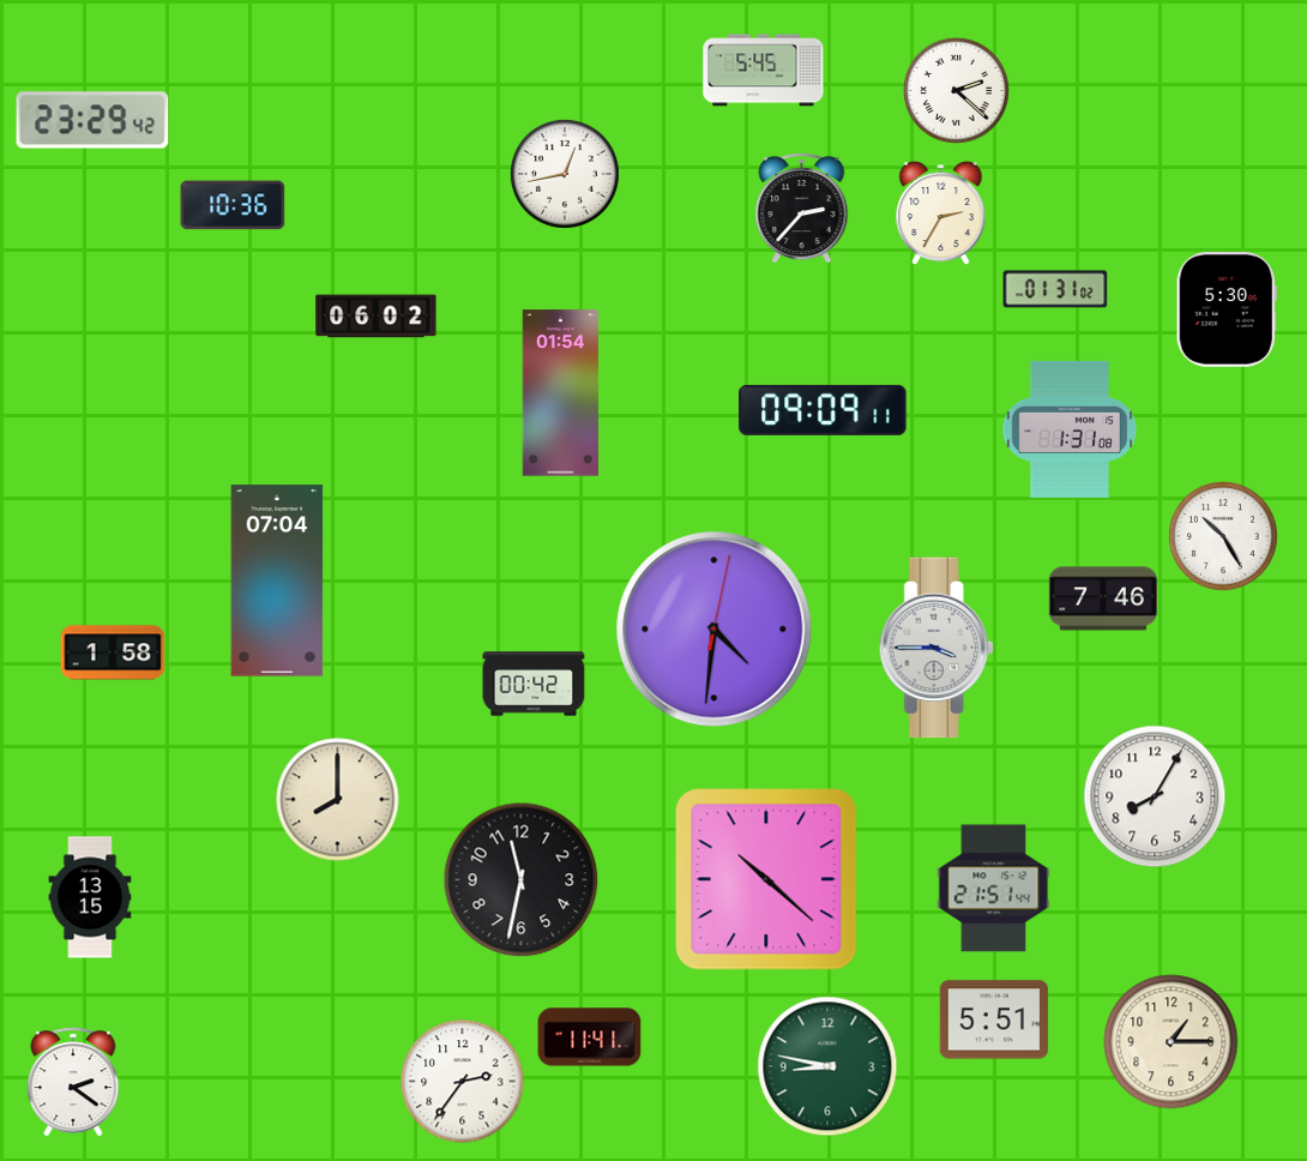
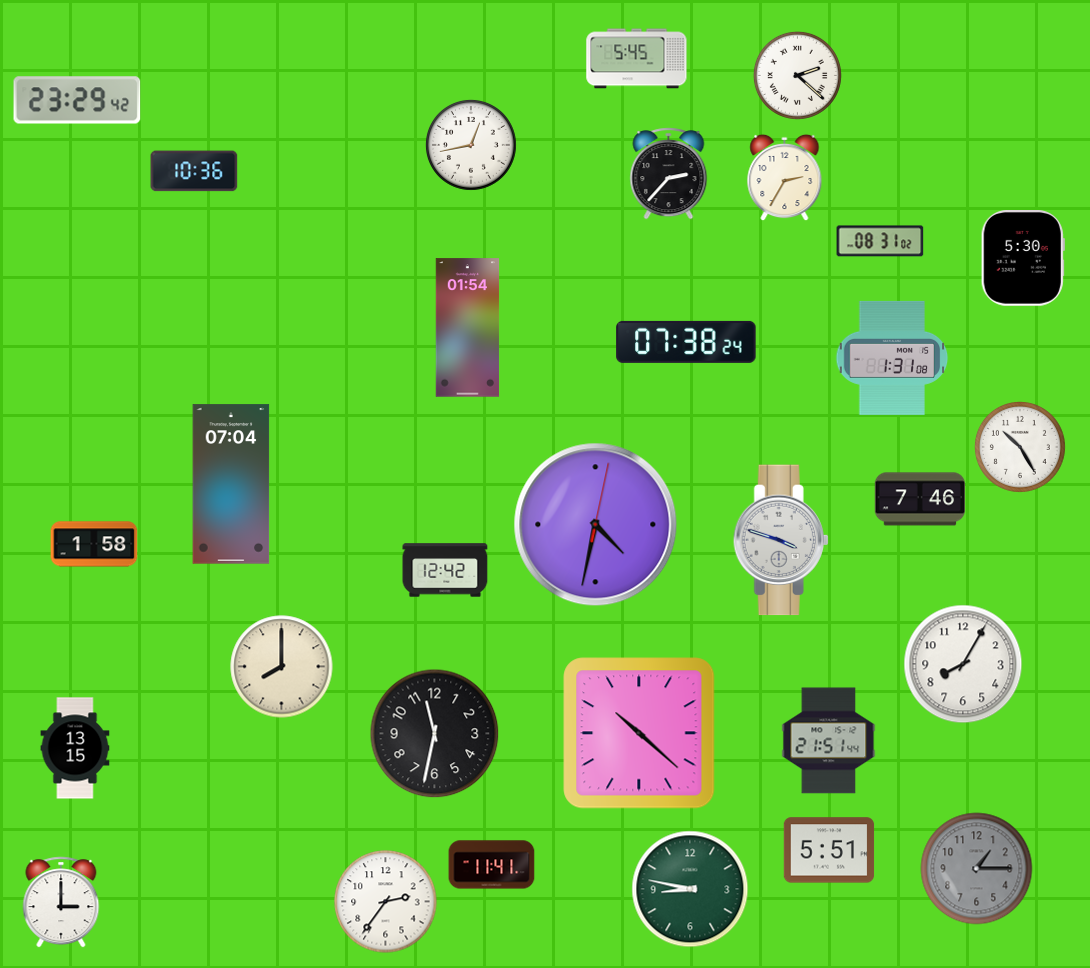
clock at (1055, 289): 01:31 -> 08:31
clock at (377, 317): 06:02 -> none
clock at (823, 410): 09:09 -> 07:38
clock at (715, 630): 4:31 -> 4:32
clock at (936, 648): 3:45 -> 3:48
clock at (534, 684): 00:42 -> 12:42
clock at (1172, 1042) dial: cream -> grey
clock at (73, 1082): 2:21 -> 3:00
